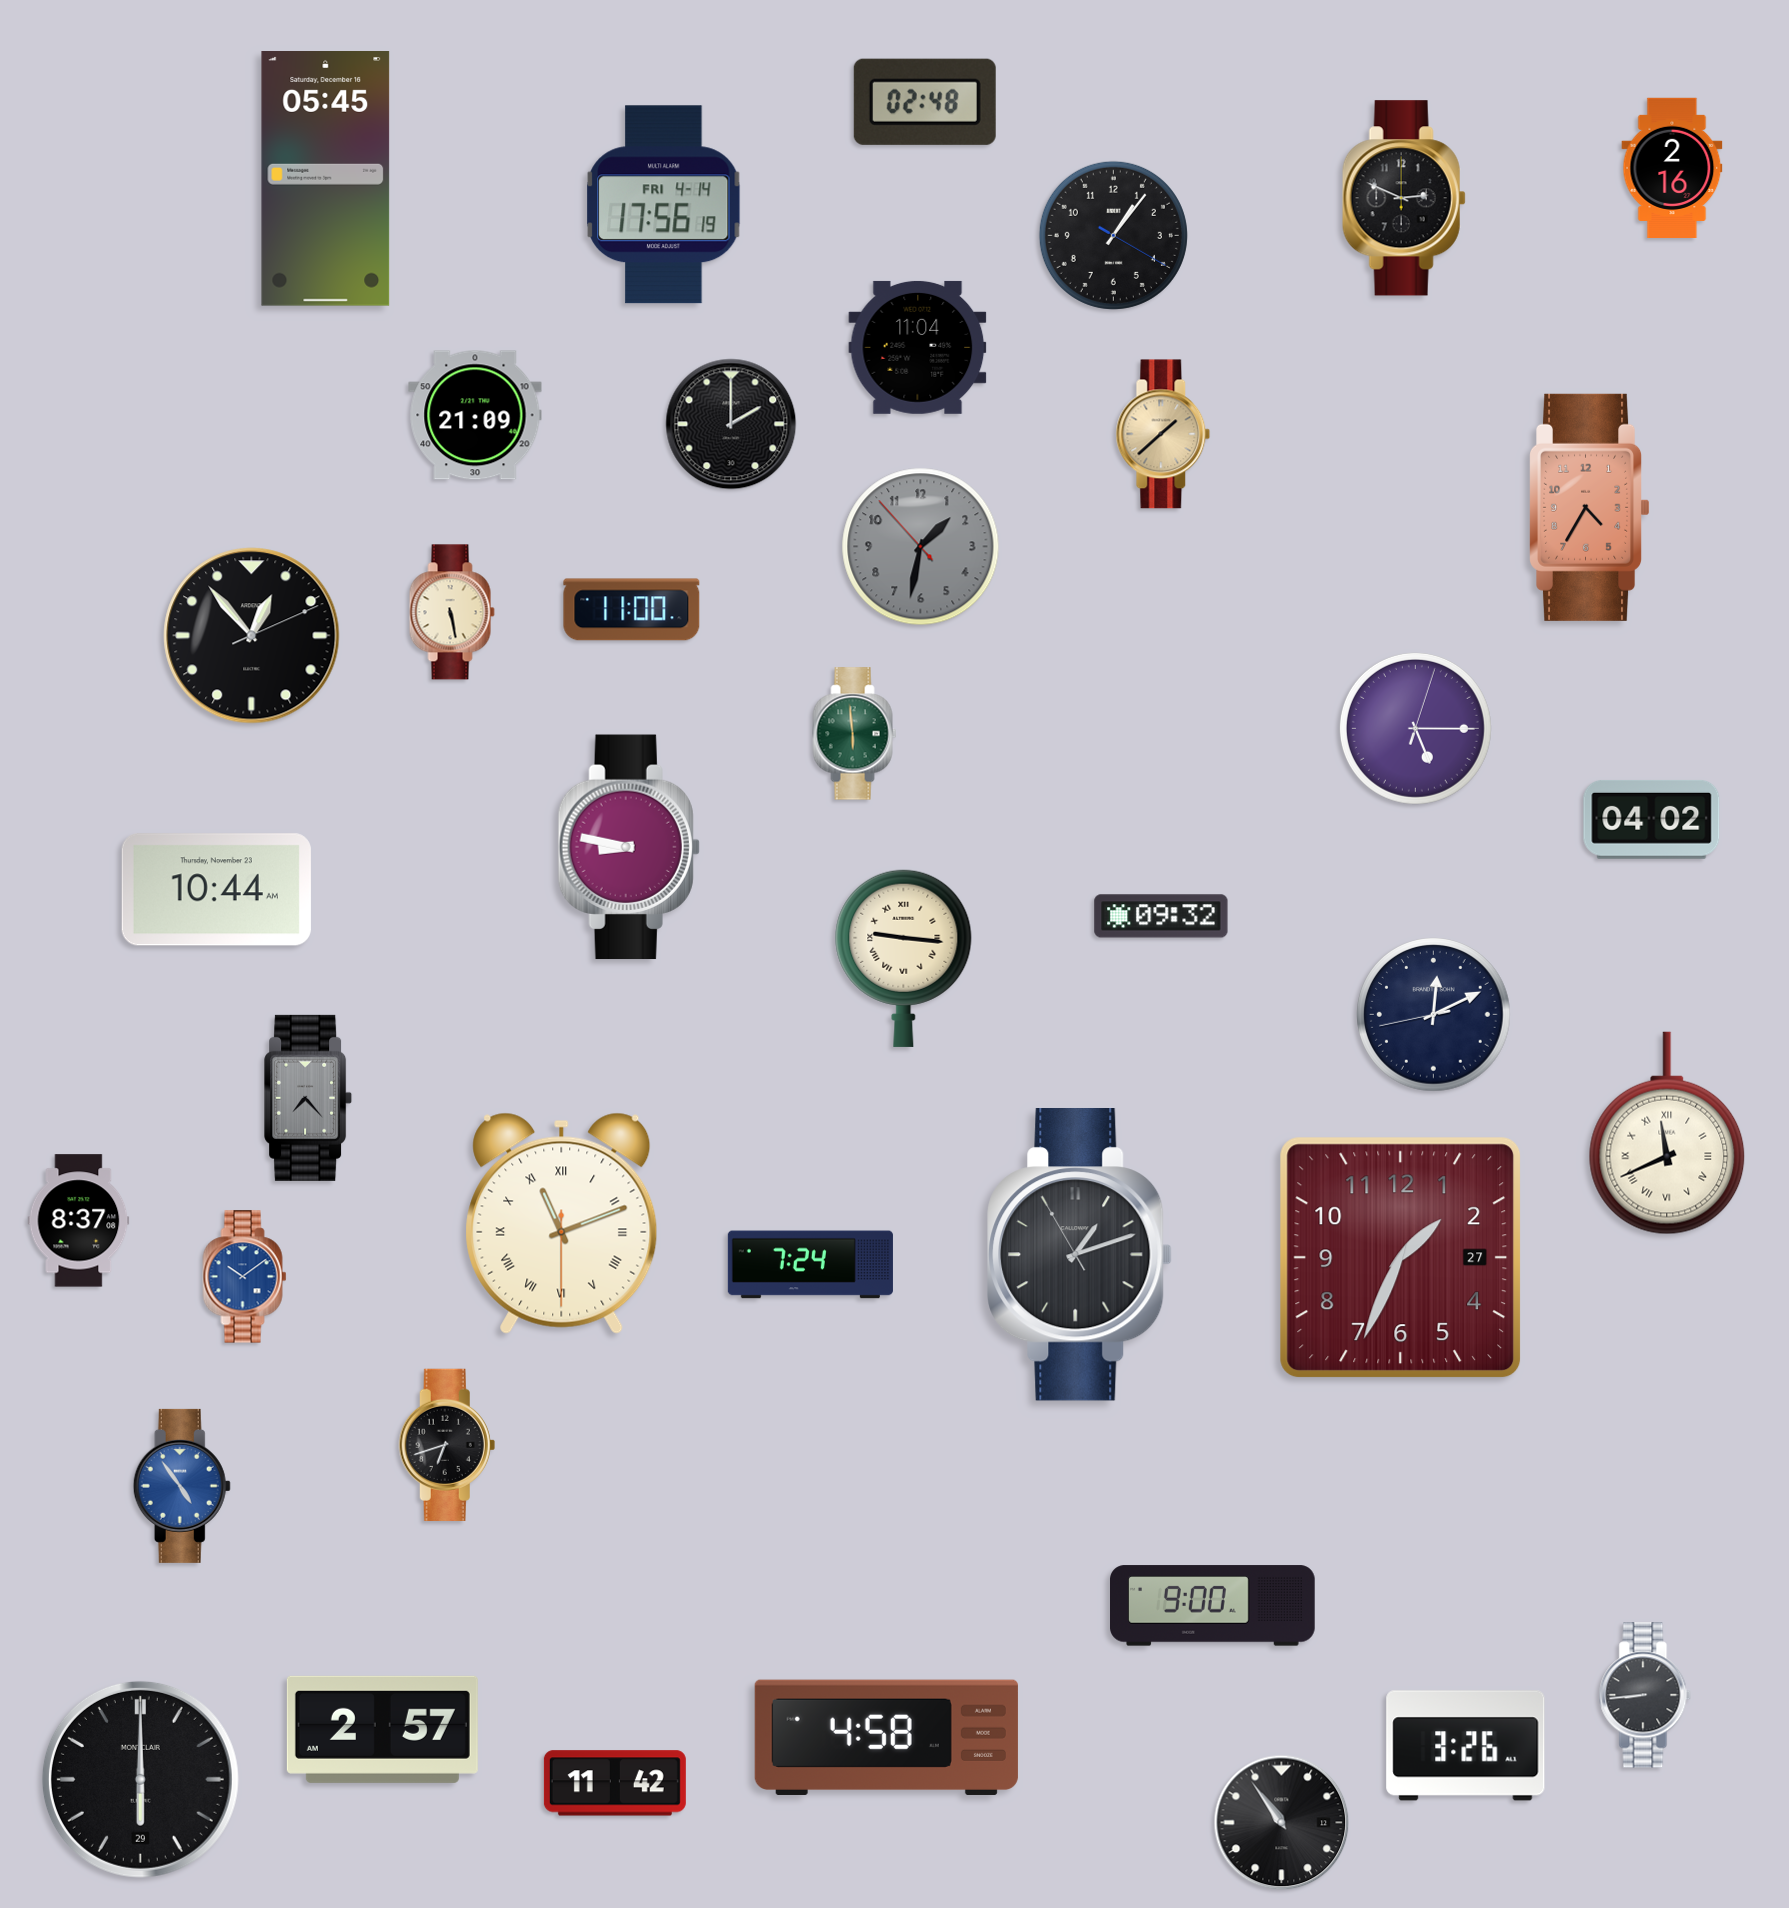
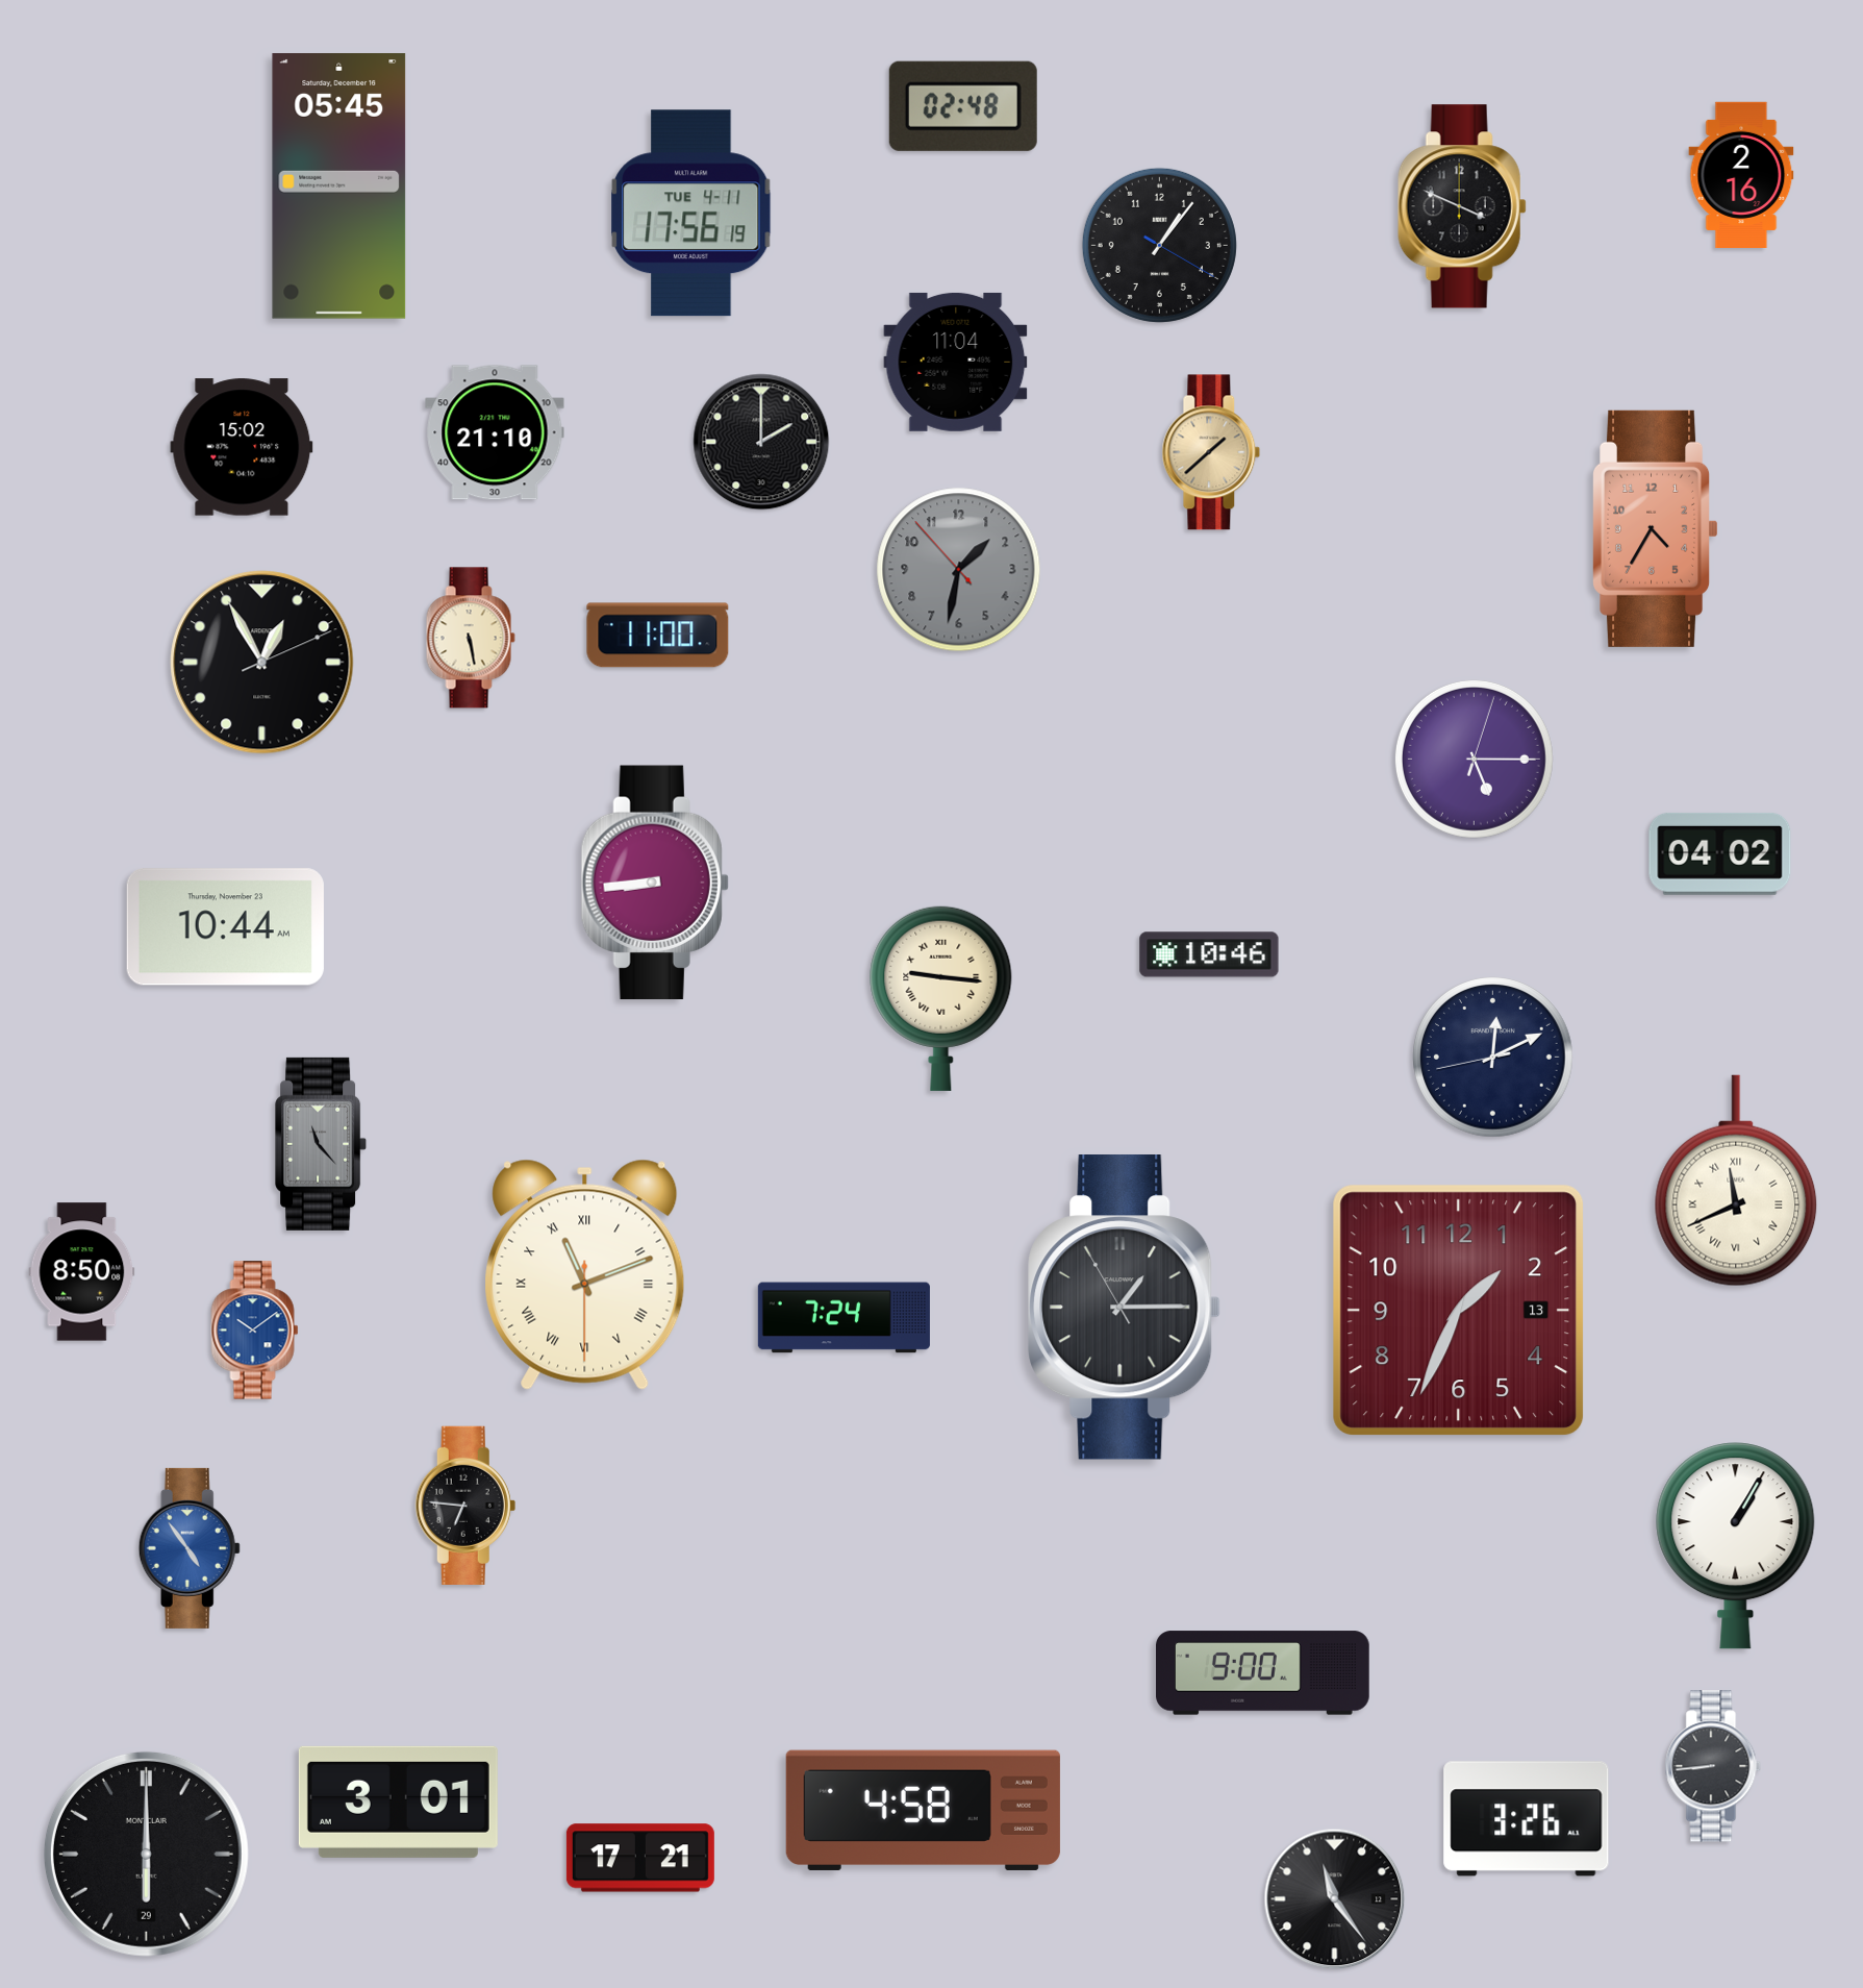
clock at (1404, 198): 2:49 -> 3:49
clock at (664, 205) date: FRI 4-14 -> TUE 4-11
clock at (475, 415): 21:09 -> 21:10
clock at (242, 447): none -> 15:02
clock at (252, 636): 12:53 -> 12:55
clock at (855, 734): 5:59 -> none
clock at (629, 847): 8:47 -> 8:44
clock at (1161, 916): 09:32 -> 10:46
clock at (309, 1098): 7:23 -> 11:23
clock at (79, 1221): 8:37 -> 8:50
clock at (1080, 1255): 1:11 -> 1:14
clock at (1401, 1258) date: 27 -> 13
clock at (447, 1445): 6:42 -> 6:46
clock at (1736, 1546): none -> 1:05
clock at (382, 1729): 2:57 -> 3:01
clock at (615, 1783): 11:42 -> 17:21
clock at (1282, 1823): 10:54 -> 11:24
